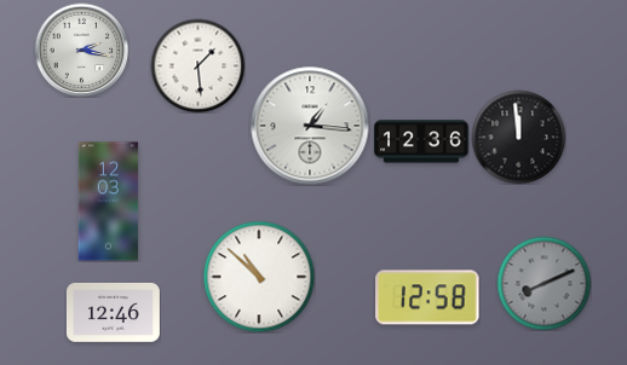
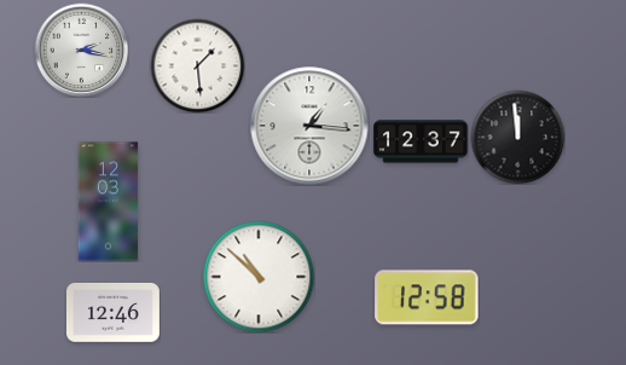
clock at (422, 141): 12:36 -> 12:37
clock at (543, 283): 8:11 -> none
